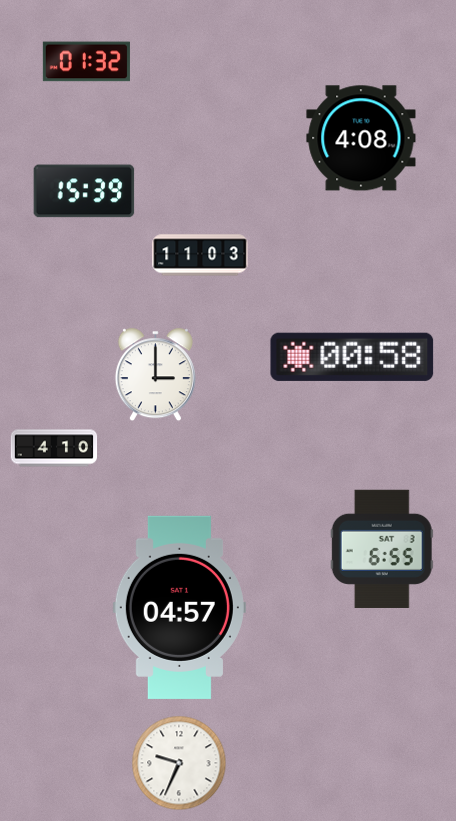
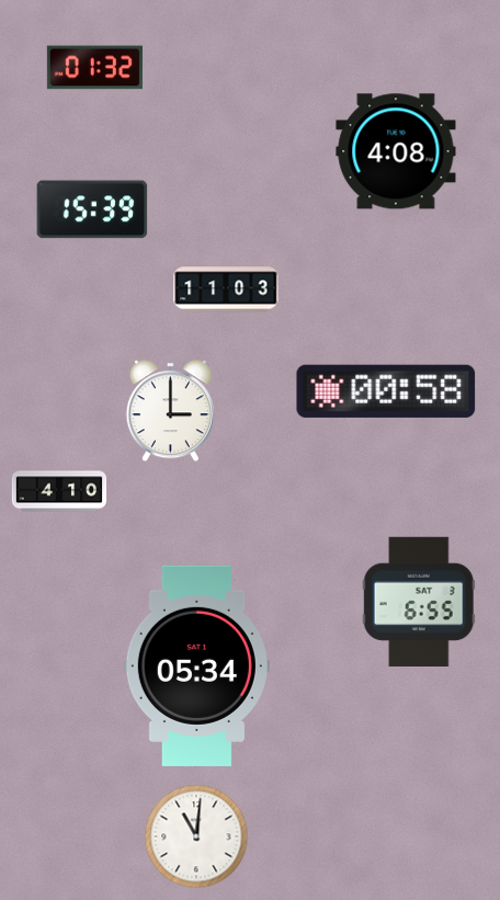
clock at (200, 255) position: (200, 255) -> (226, 289)
clock at (179, 607): 04:57 -> 05:34
clock at (179, 763): 9:34 -> 11:01
